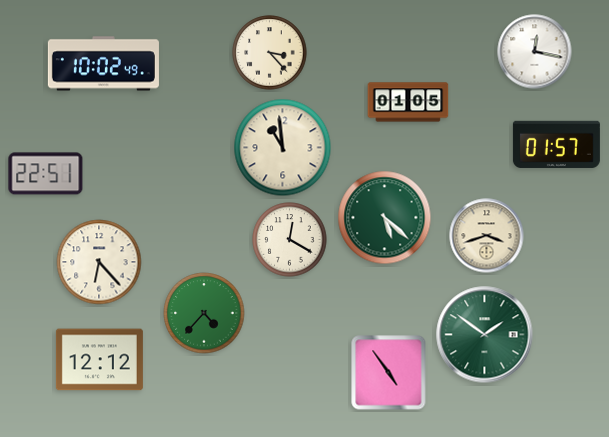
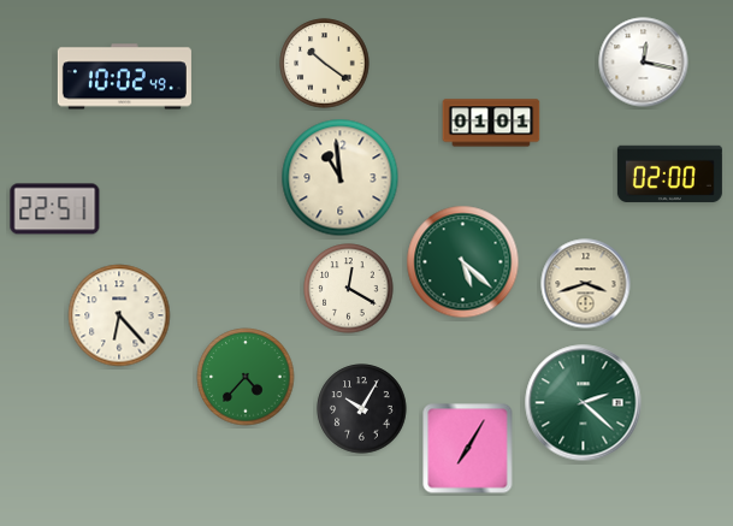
clock at (270, 53): 3:23 -> 10:21
clock at (408, 102): 01:05 -> 01:01
clock at (556, 144): 01:57 -> 02:00
clock at (485, 335): 1:51 -> 2:22
clock at (362, 409): none -> 10:05
clock at (99, 360): 12:12 -> none
clock at (389, 373): 4:54 -> 7:05
